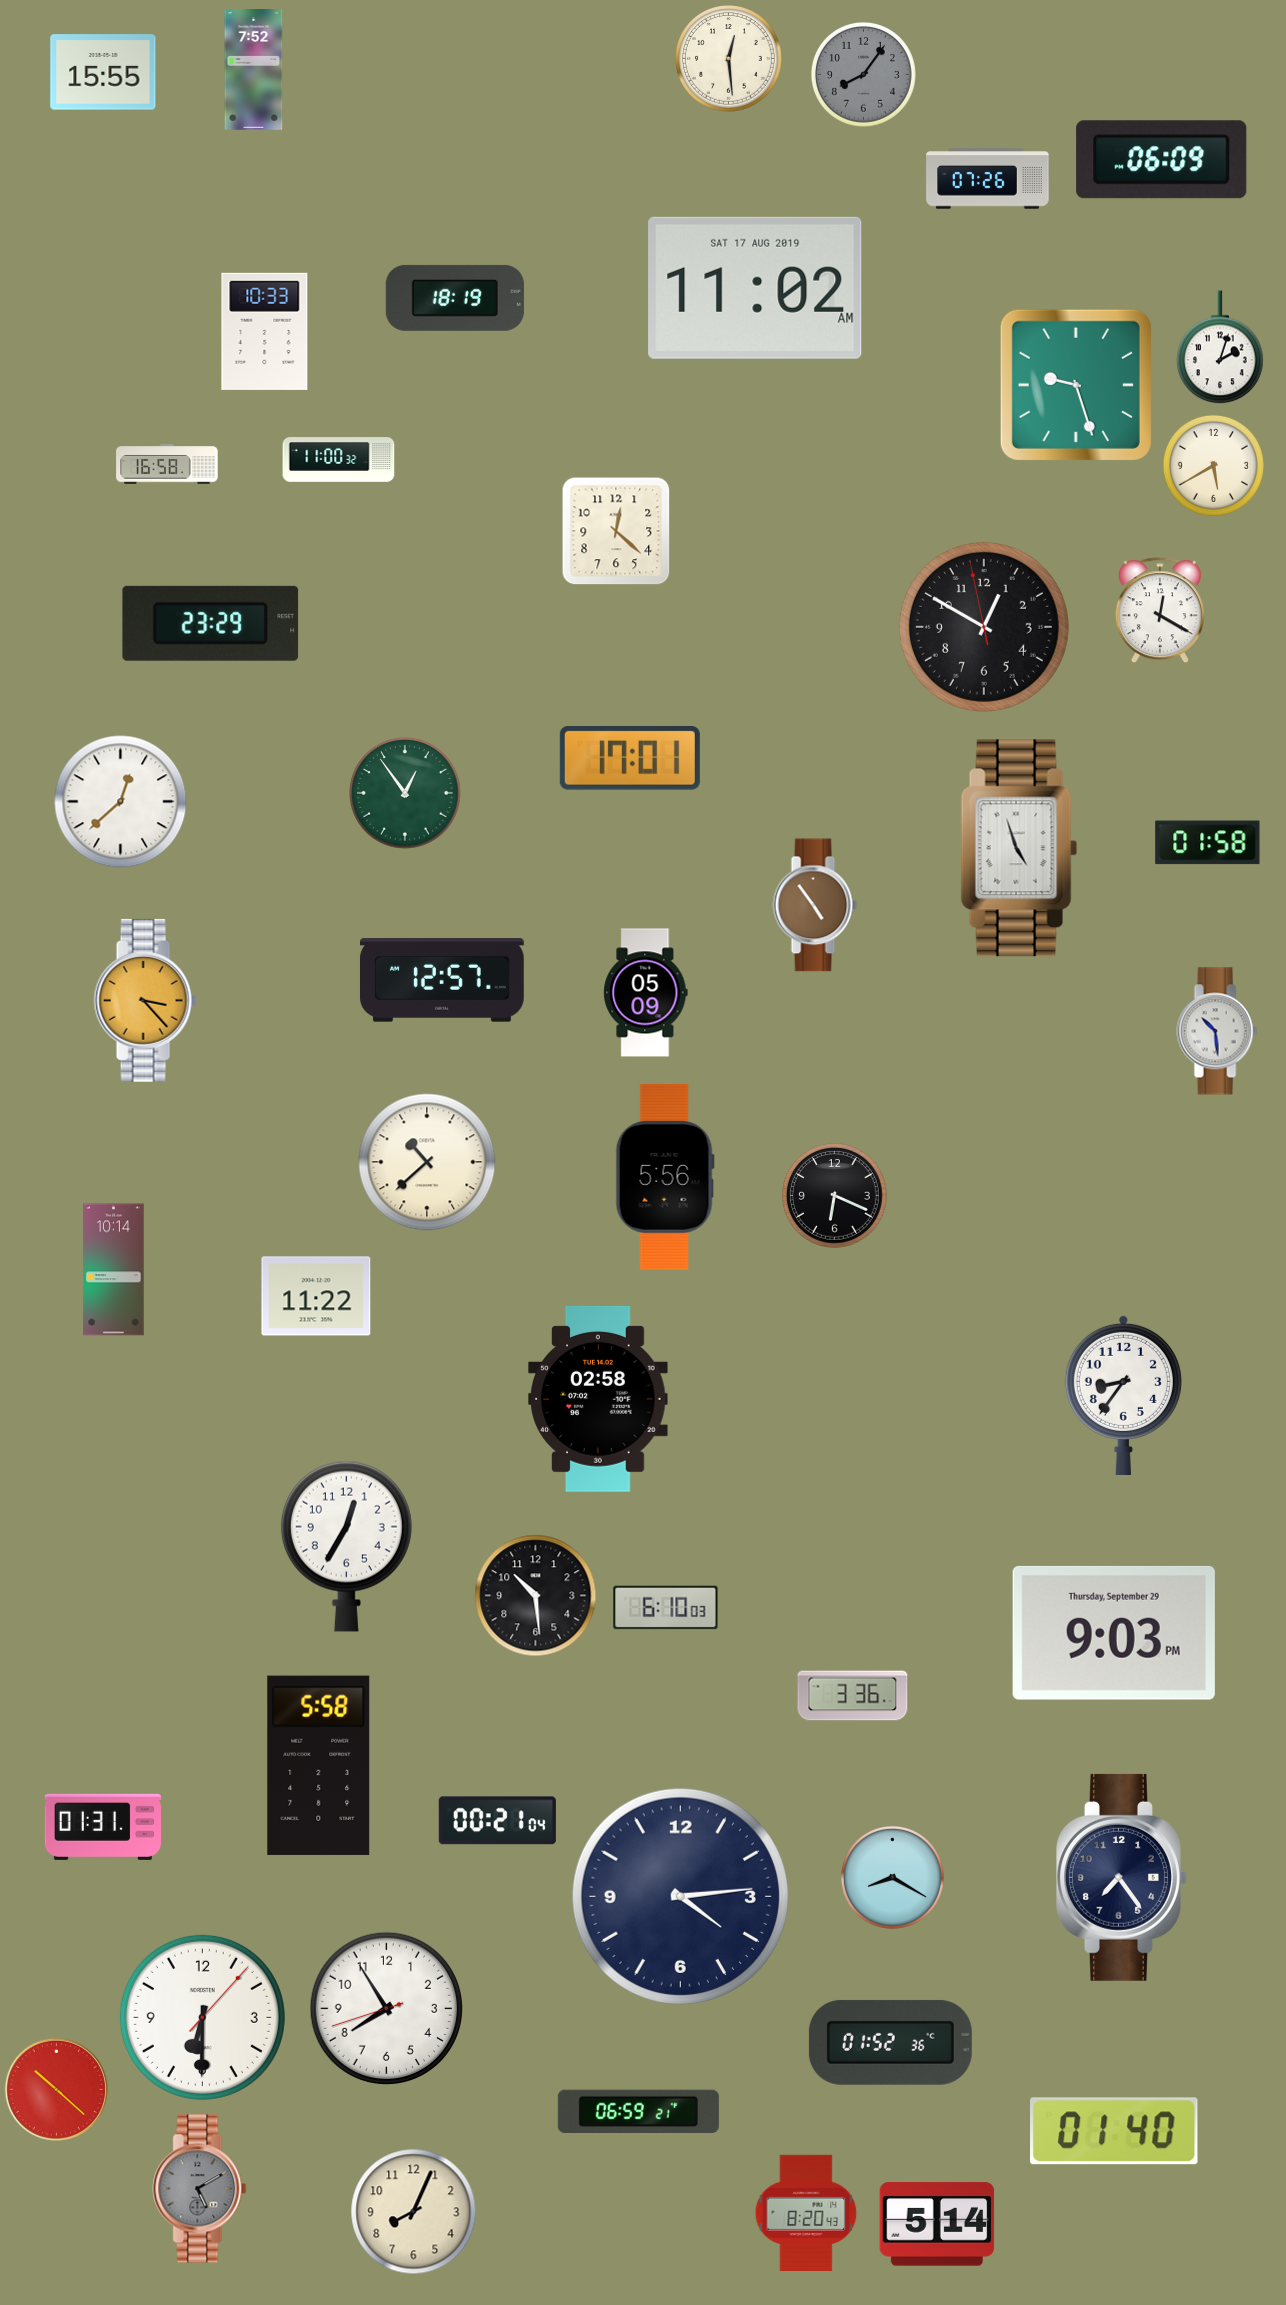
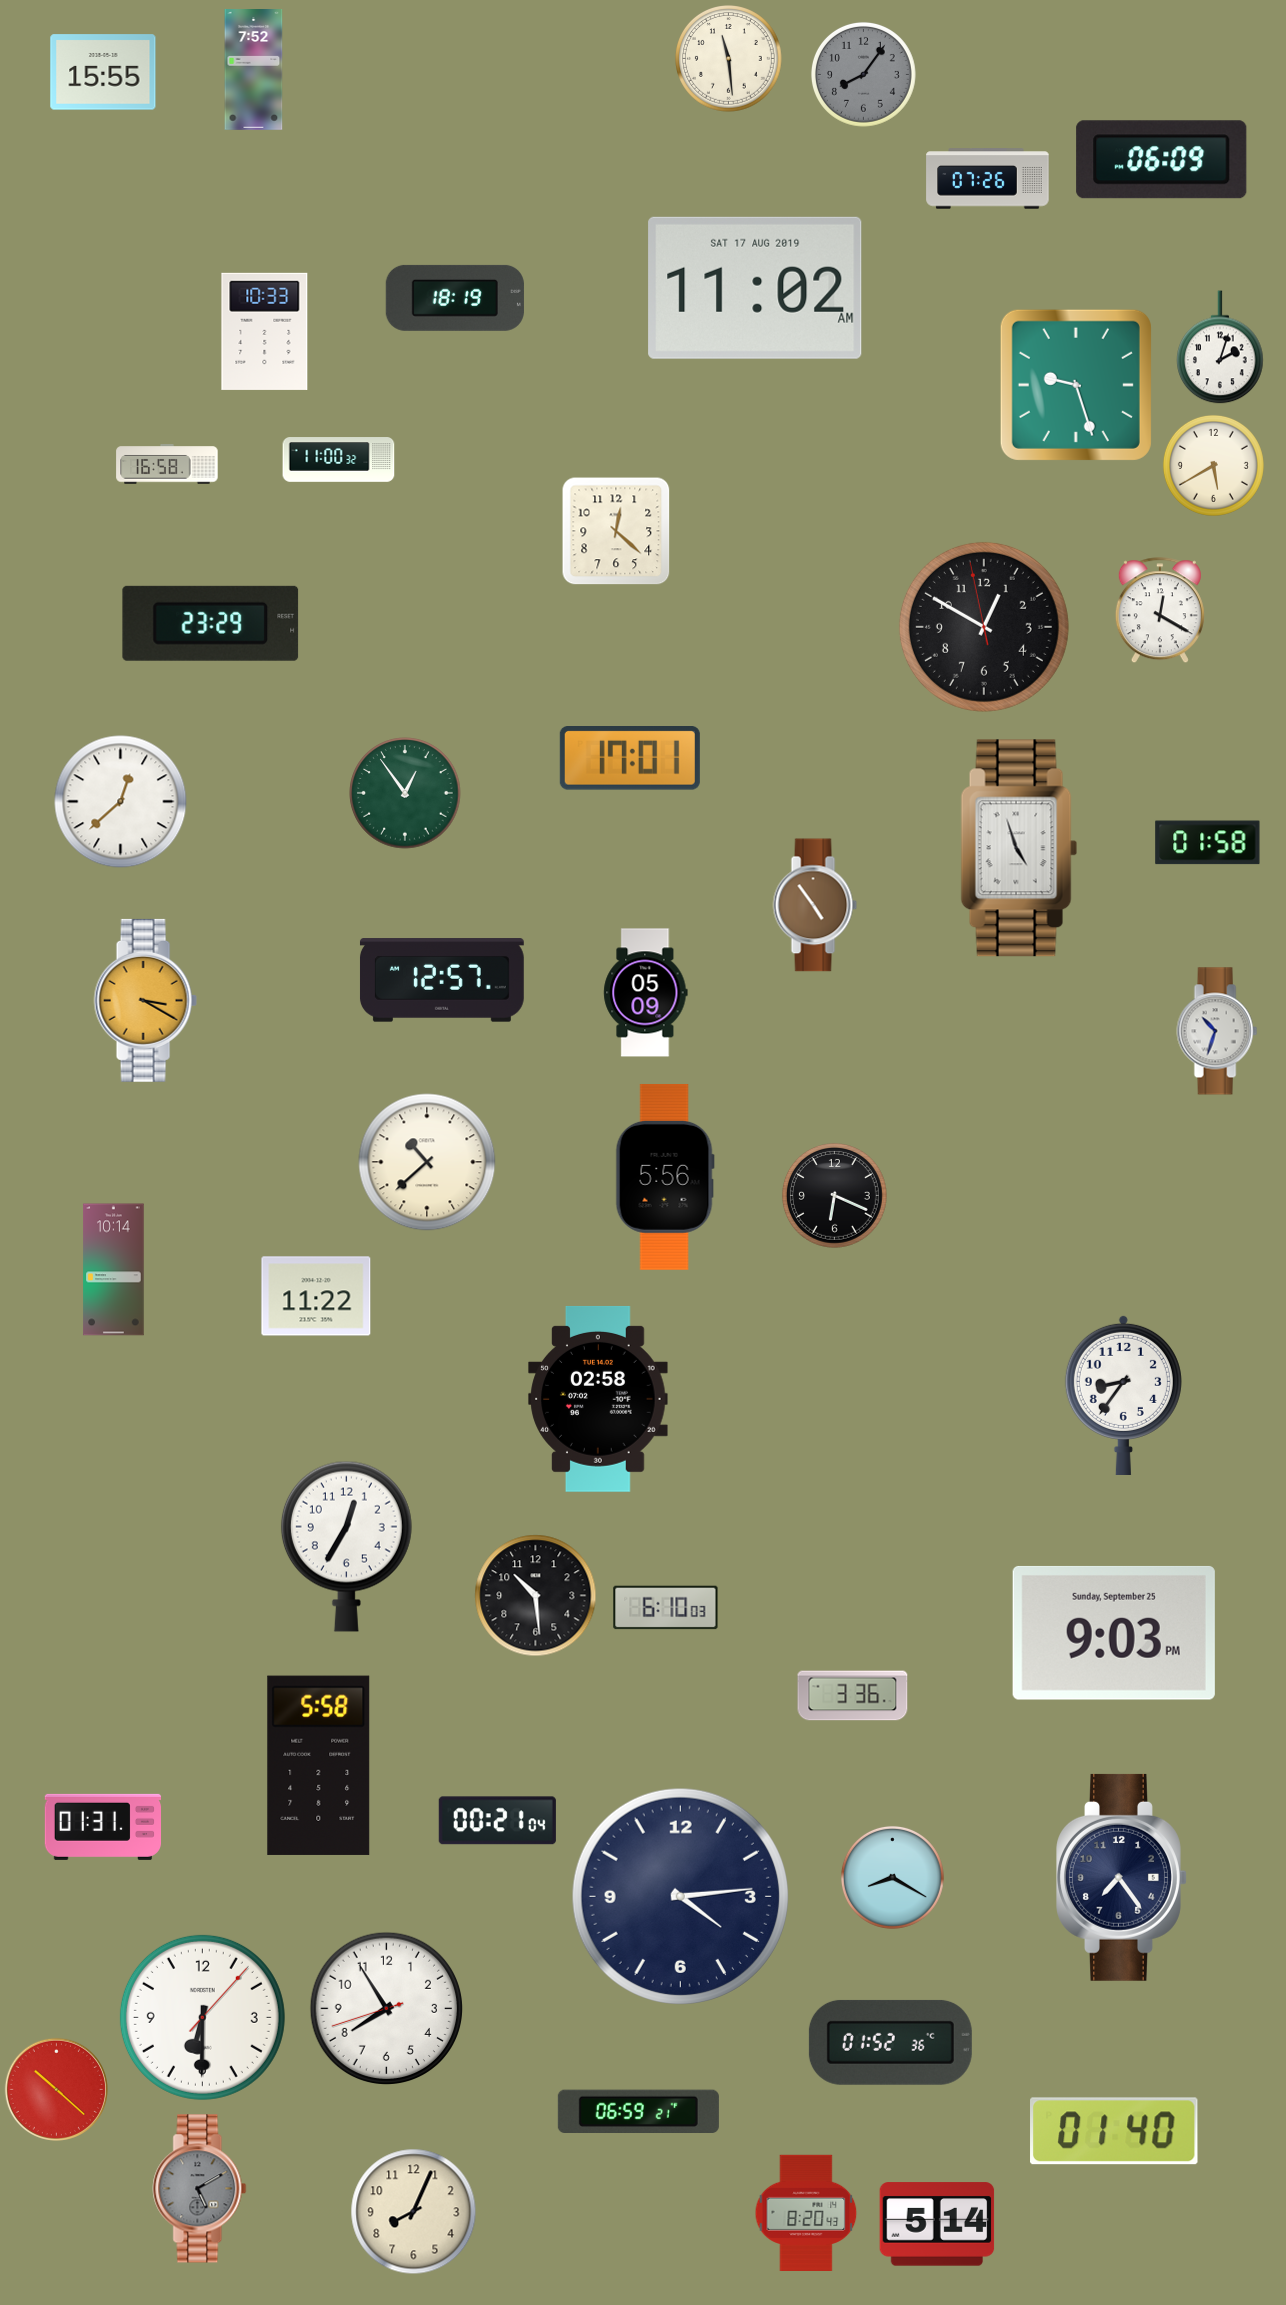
clock at (729, 59): 12:29 -> 11:29
clock at (145, 1000): 3:23 -> 3:20
clock at (1217, 1031): 10:29 -> 10:33
clock at (1114, 1633) date: Thursday, September 29 -> Sunday, September 25
